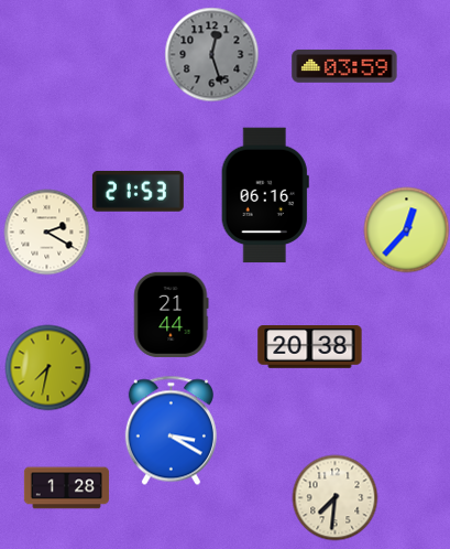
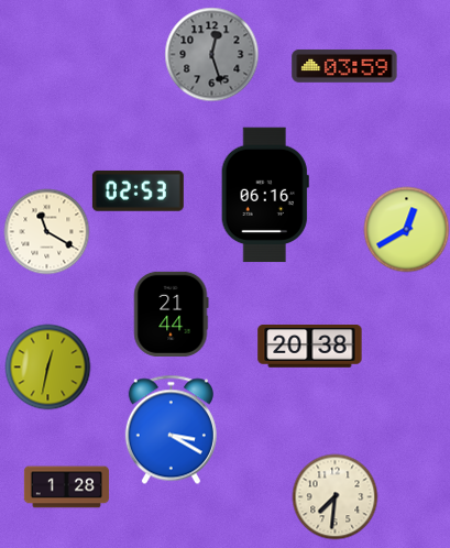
clock at (138, 191): 21:53 -> 02:53
clock at (406, 229): 12:37 -> 12:40
clock at (46, 232): 2:20 -> 11:20
clock at (47, 367): 7:32 -> 12:32
